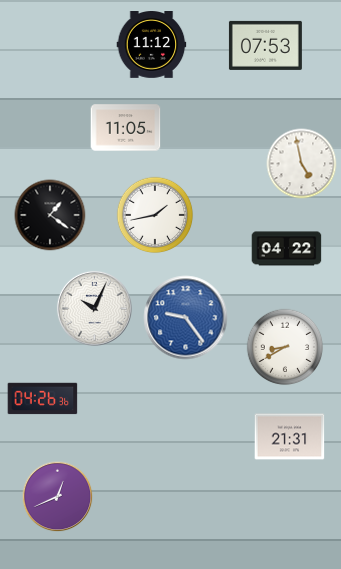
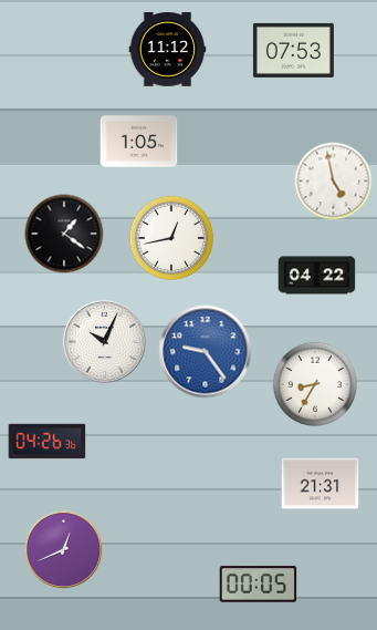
clock at (126, 128): 11:05 -> 1:05
clock at (50, 215) position: (50, 215) -> (64, 234)
clock at (155, 215): 1:43 -> 12:43
clock at (285, 347): 8:40 -> 8:35
clock at (259, 585): none -> 00:05
